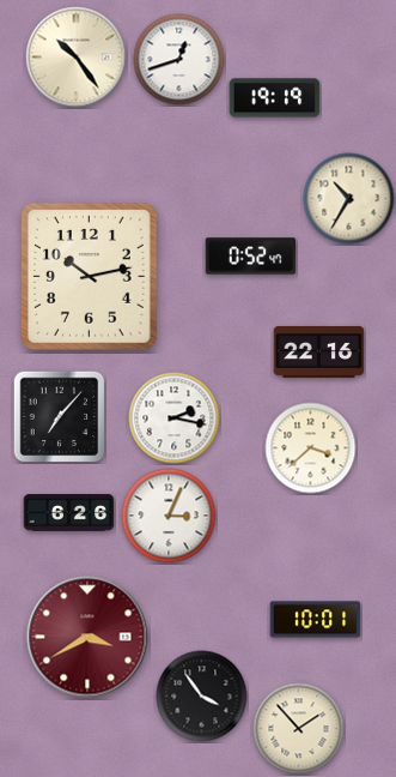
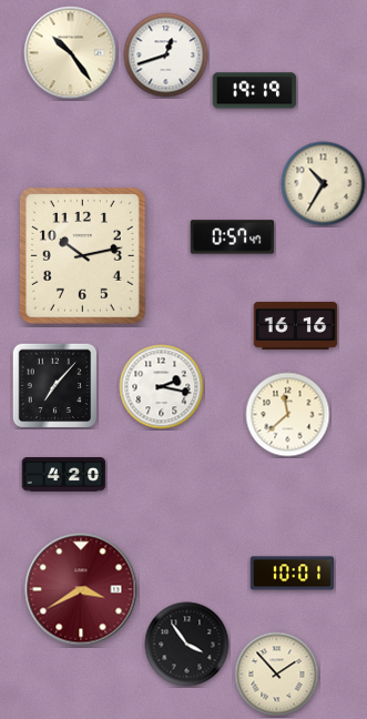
clock at (251, 257): 0:52 -> 0:57
clock at (319, 351): 22:16 -> 16:16
clock at (311, 448): 3:38 -> 11:38
clock at (69, 513): 6:26 -> 4:20
clock at (169, 516): 3:04 -> none
